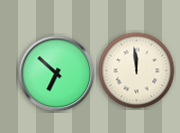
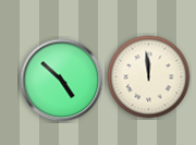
clock at (57, 74): 6:52 -> 4:52
